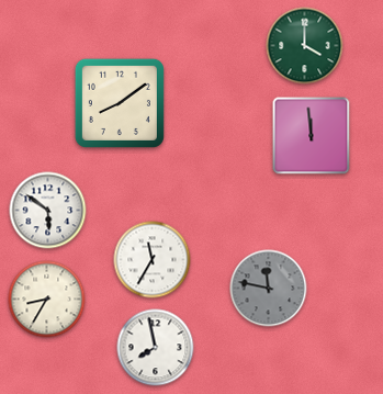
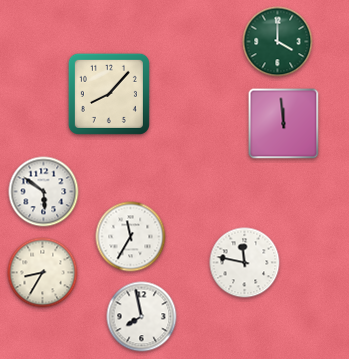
clock at (120, 103): 8:09 -> 8:07
clock at (153, 260) position: (153, 260) -> (131, 237)
clock at (269, 289) dial: grey -> white
